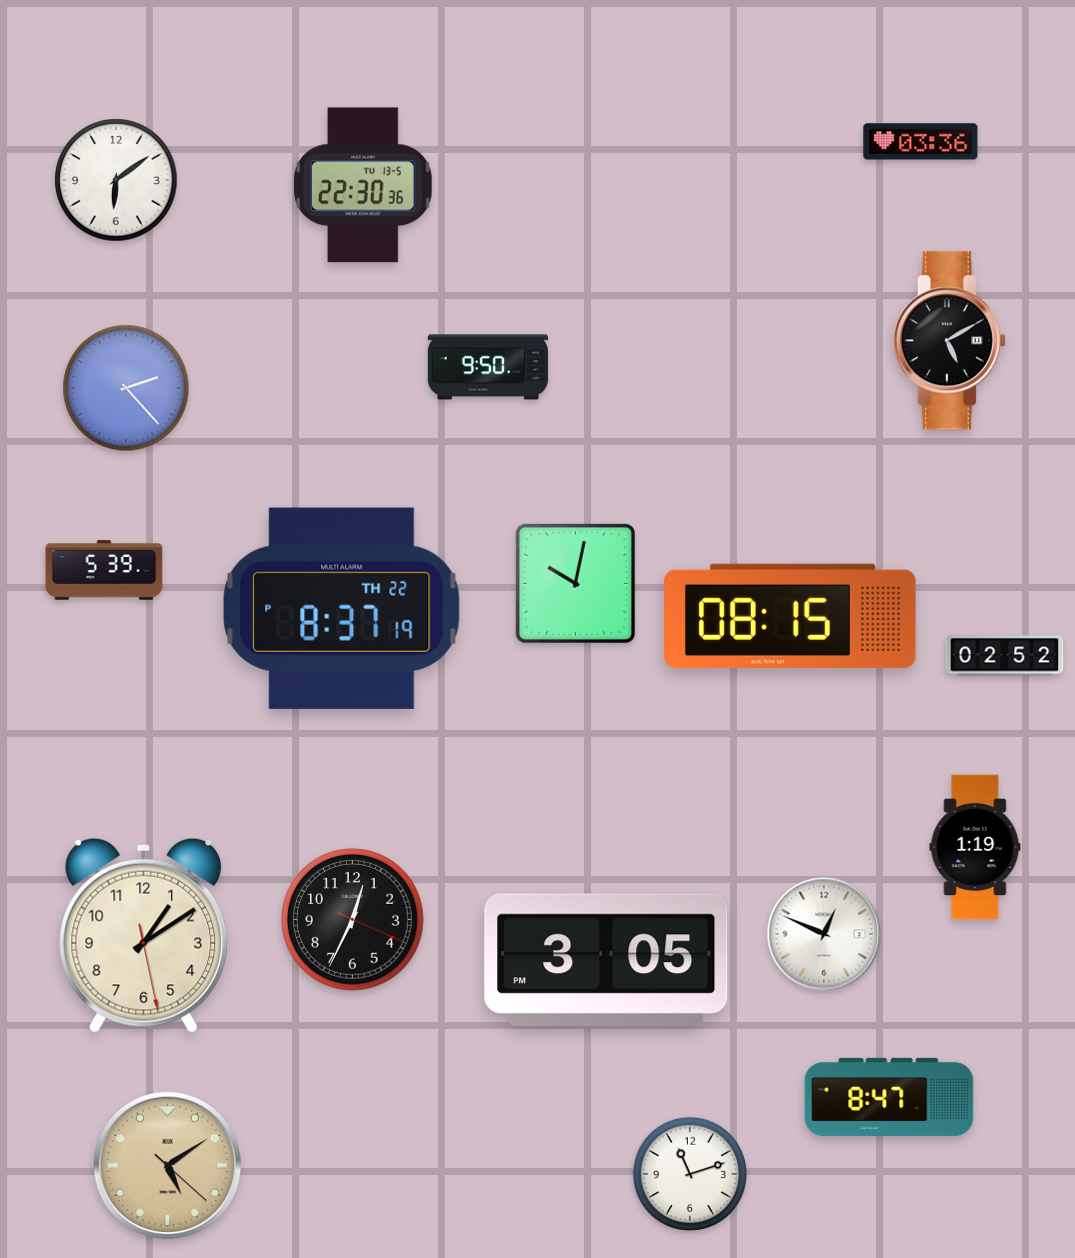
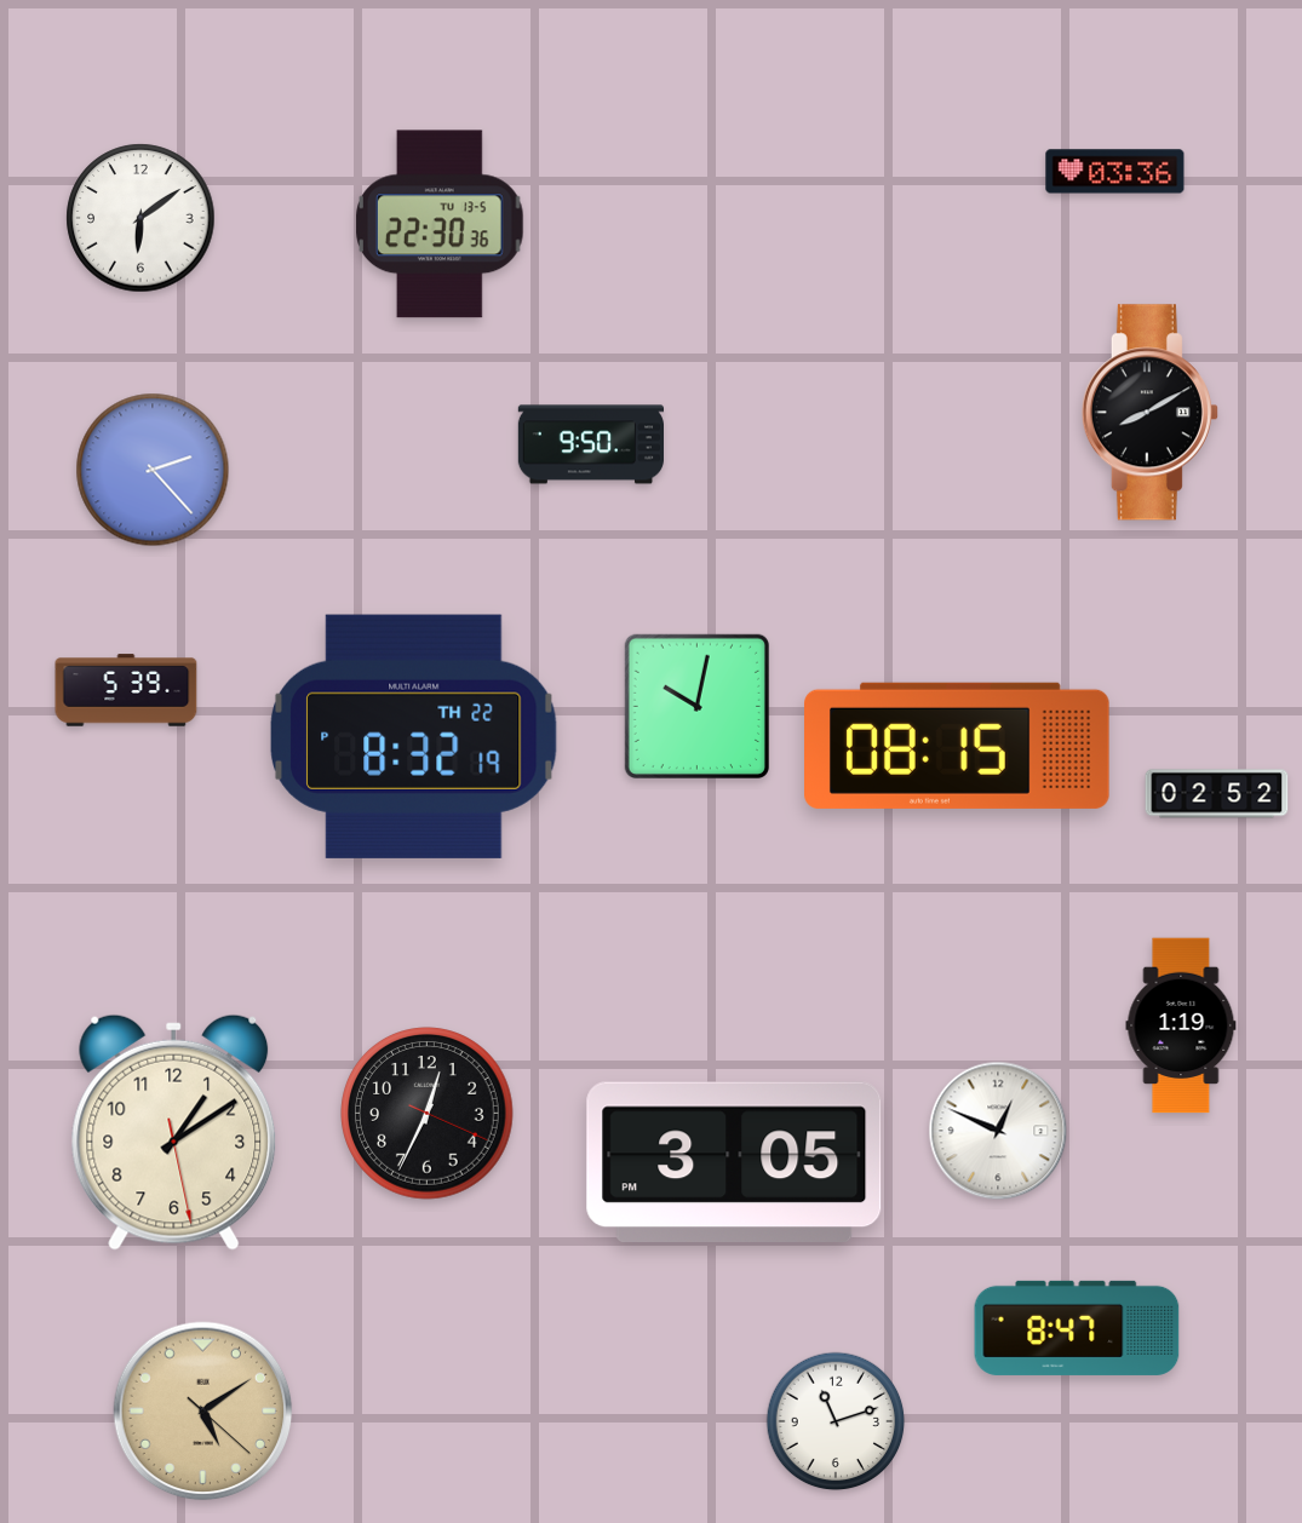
clock at (949, 341): 5:10 -> 8:10
clock at (341, 608): 8:37 -> 8:32
